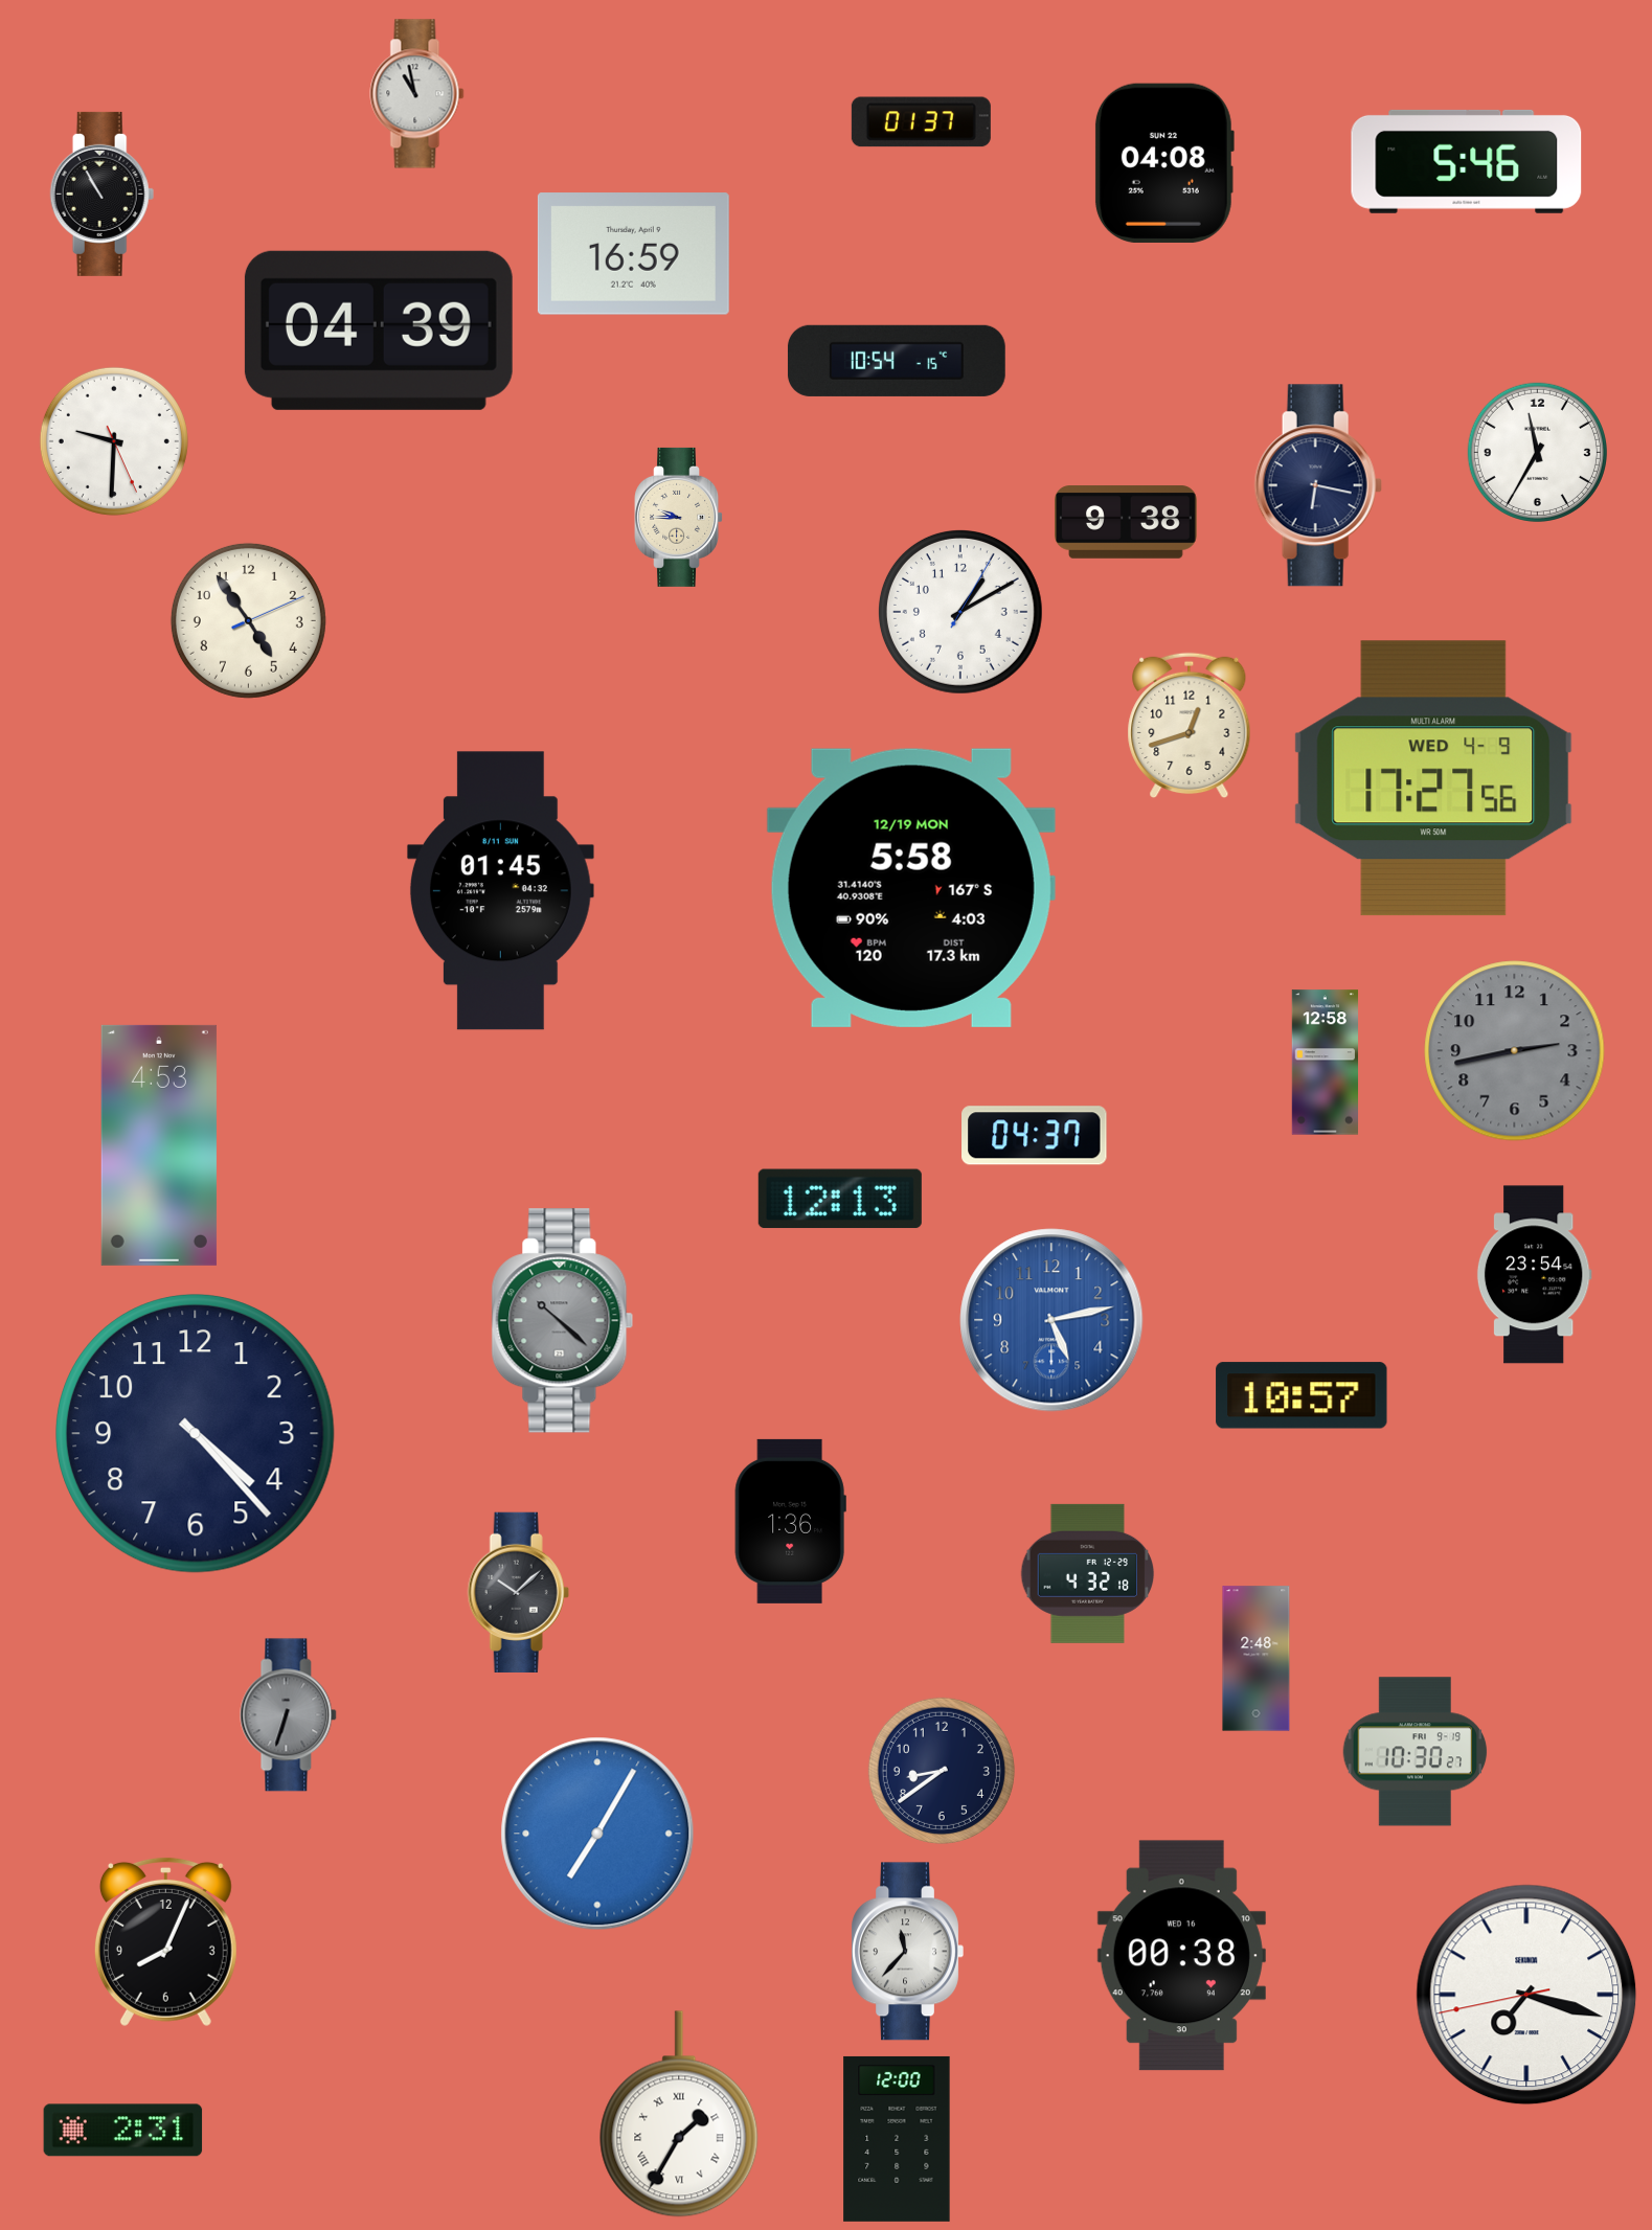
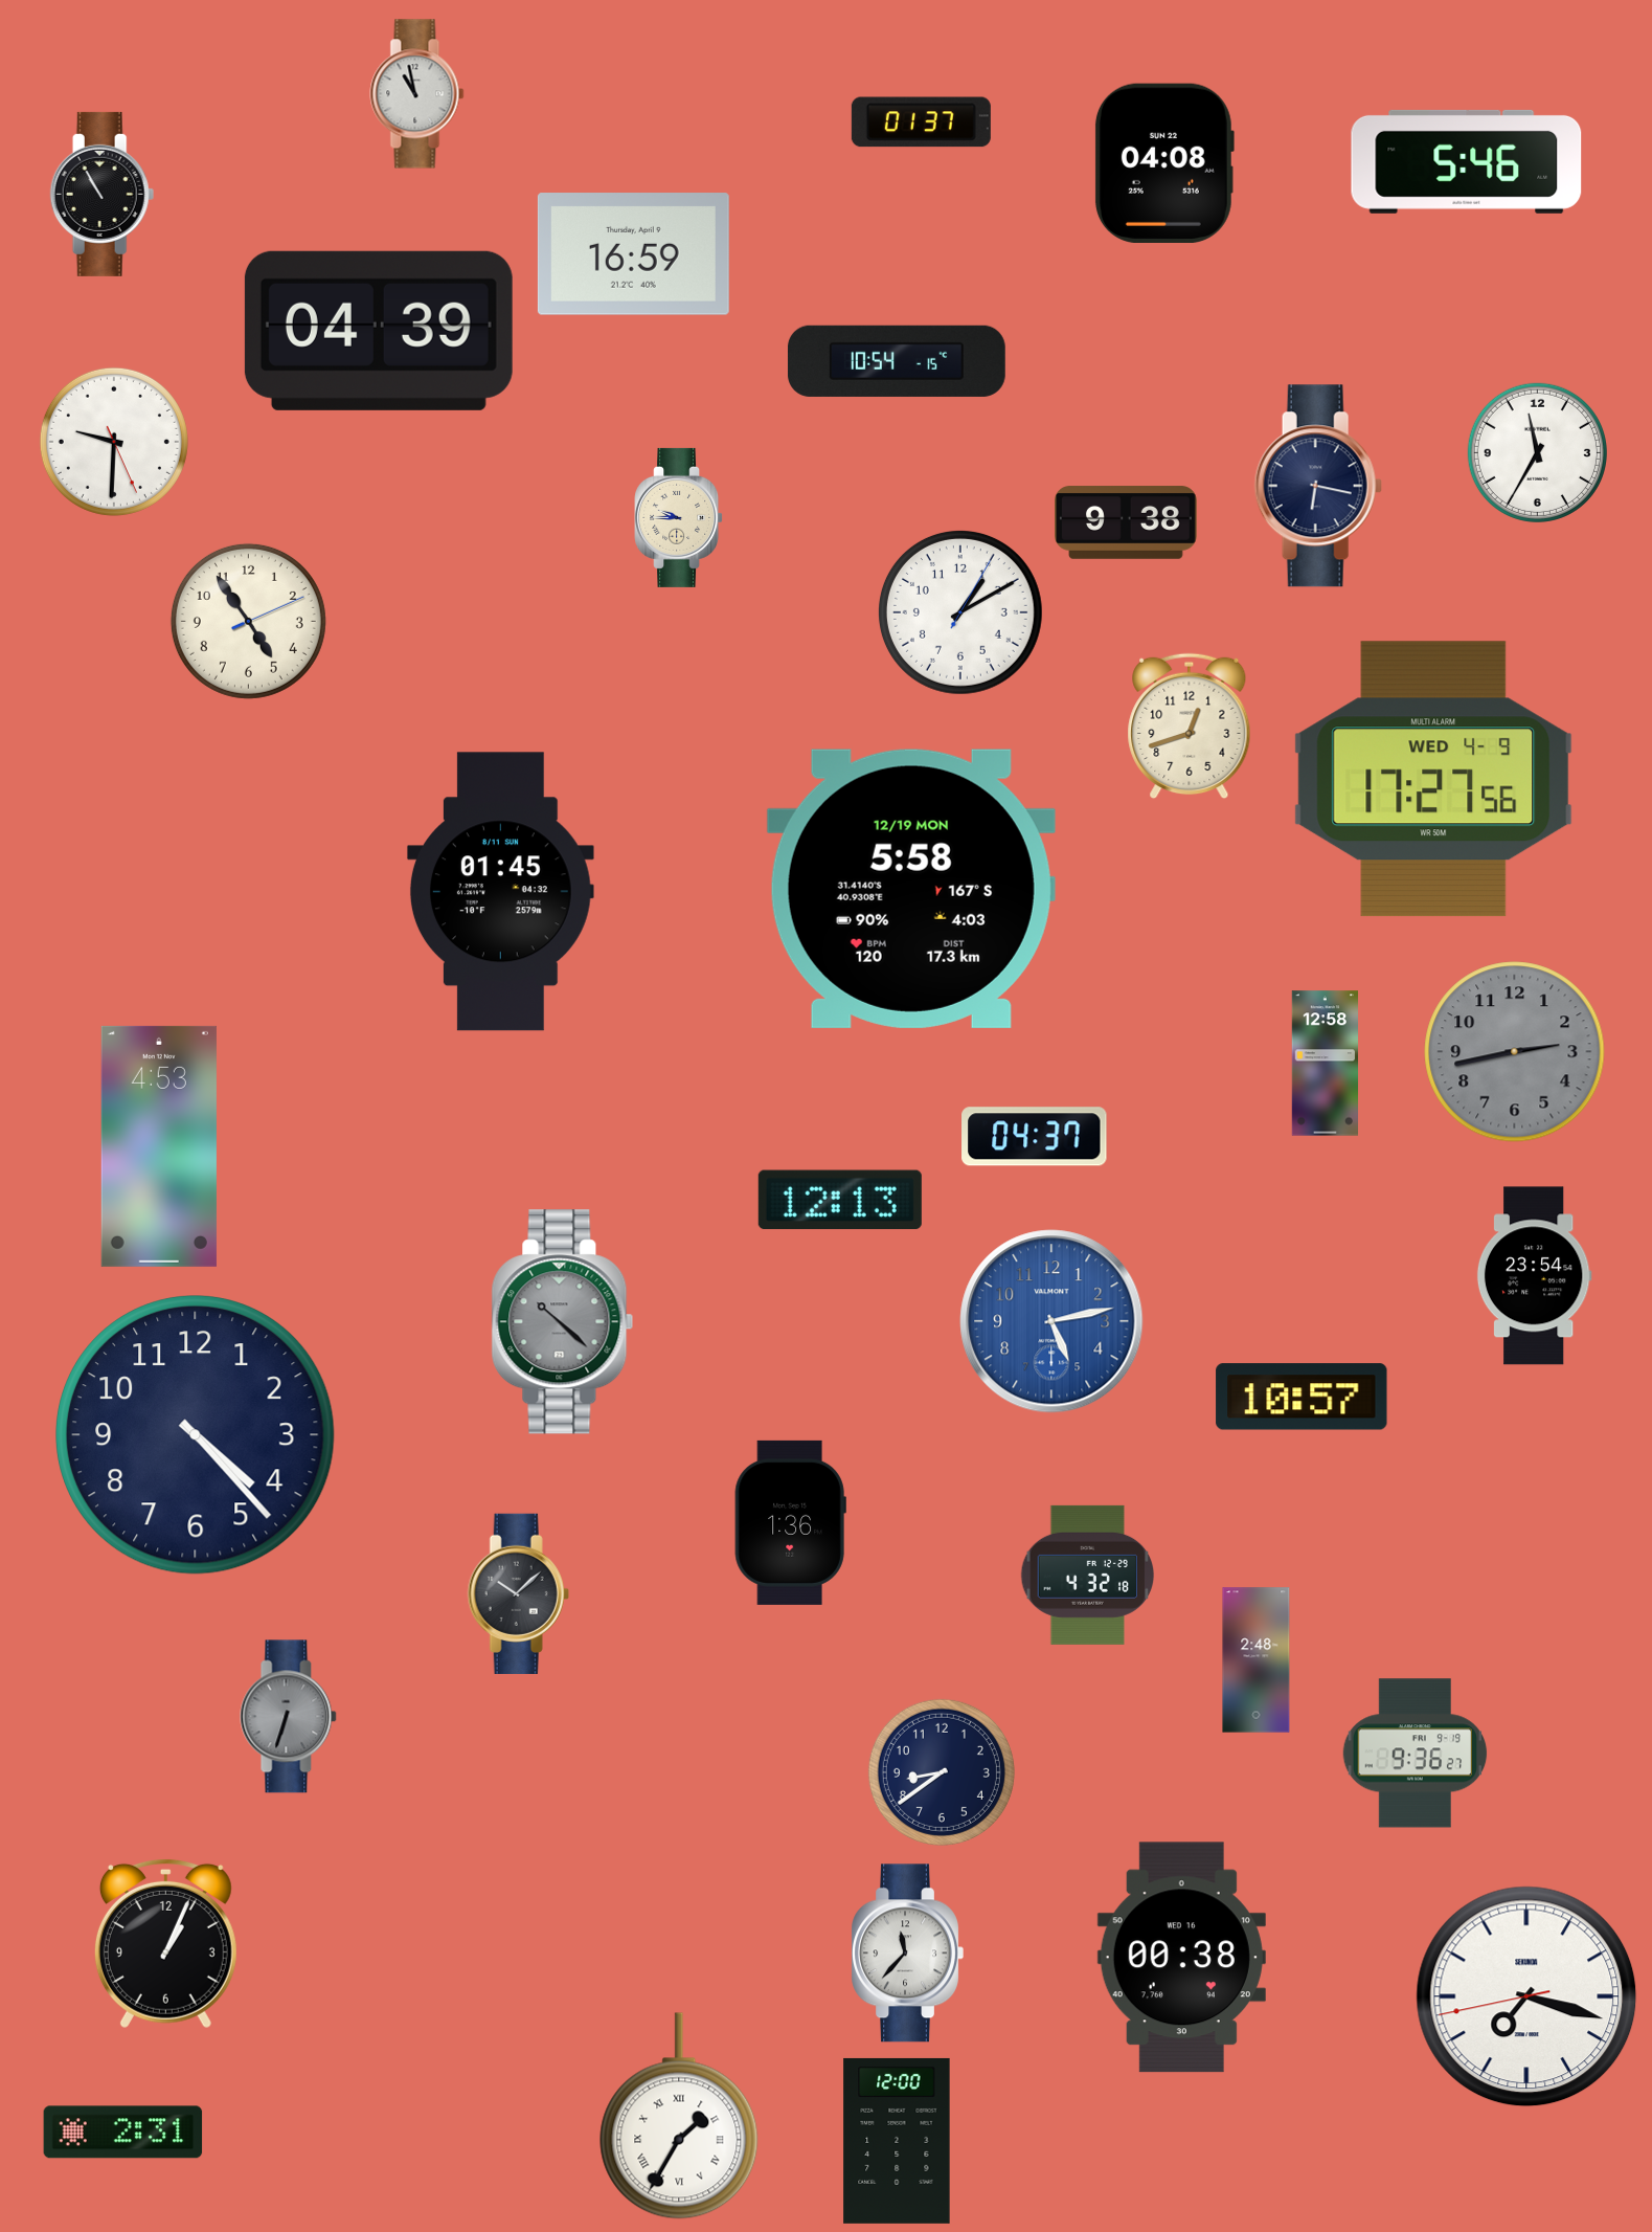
clock at (1416, 1752): 10:30 -> 9:36
clock at (597, 1834): 7:05 -> none
clock at (165, 1941): 8:04 -> 1:04
